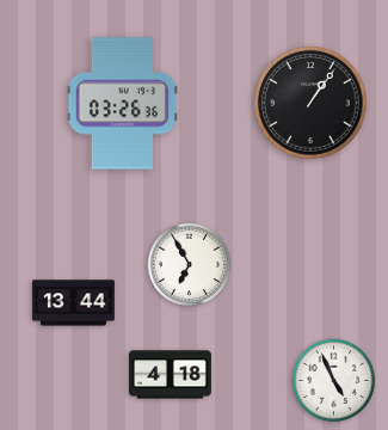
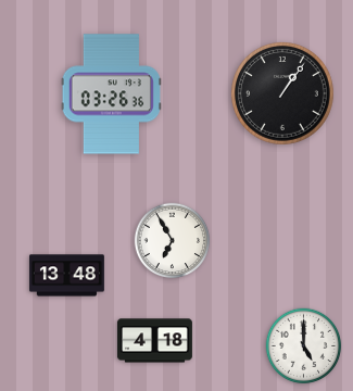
clock at (73, 303): 13:44 -> 13:48
clock at (334, 381): 4:56 -> 5:00
